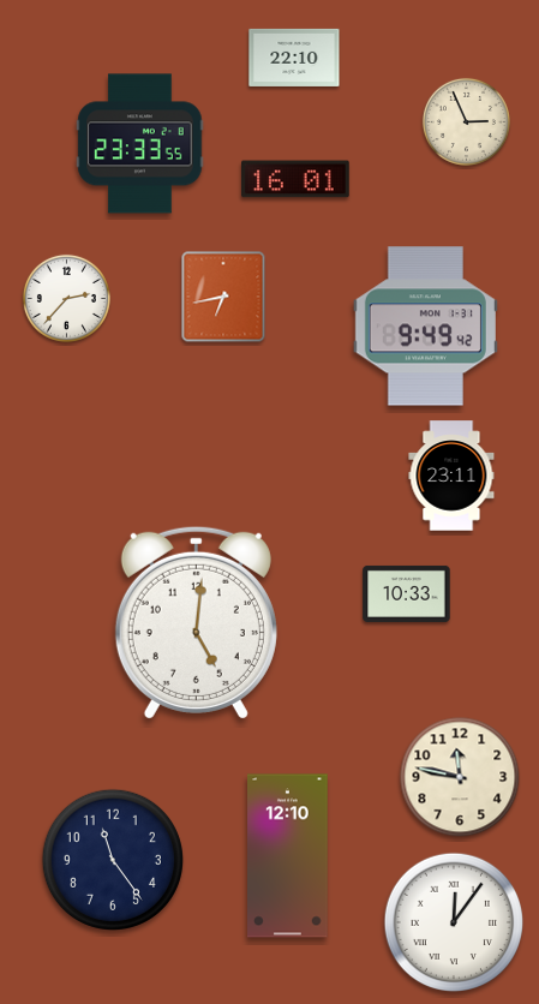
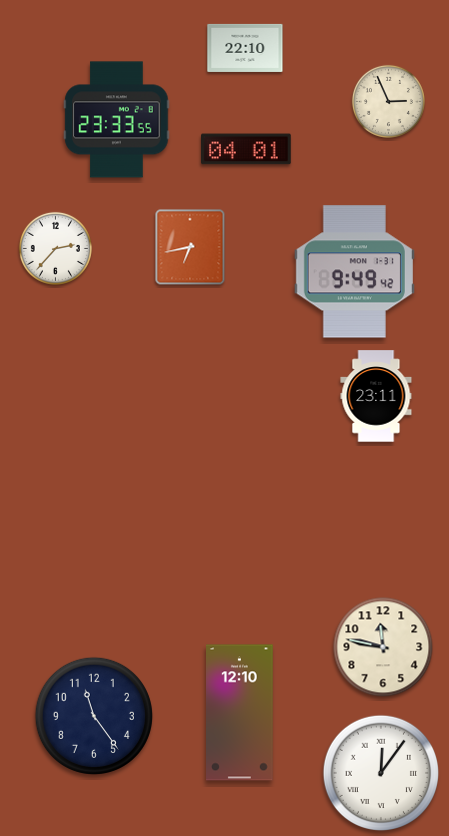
clock at (297, 179): 16:01 -> 04:01
clock at (223, 297) position: (223, 297) -> (190, 247)
clock at (407, 593): 10:33 -> none
clock at (196, 622): 5:01 -> none
clock at (454, 922) position: (454, 922) -> (381, 773)
